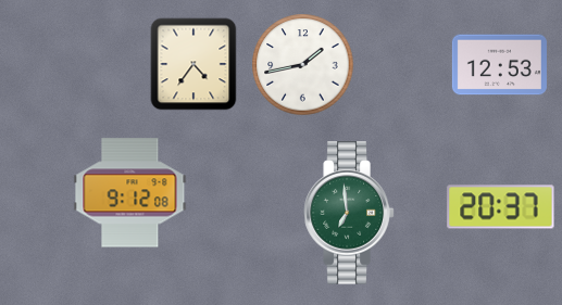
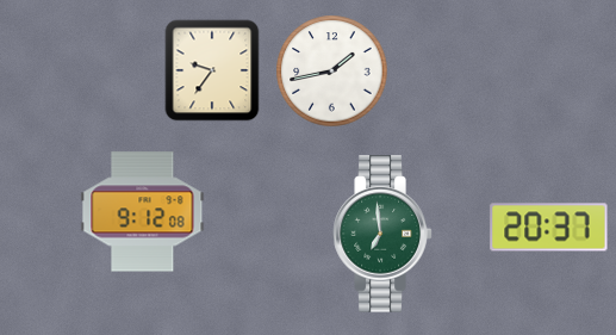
clock at (193, 64): 4:36 -> 9:36
clock at (499, 65): 12:53 -> none
